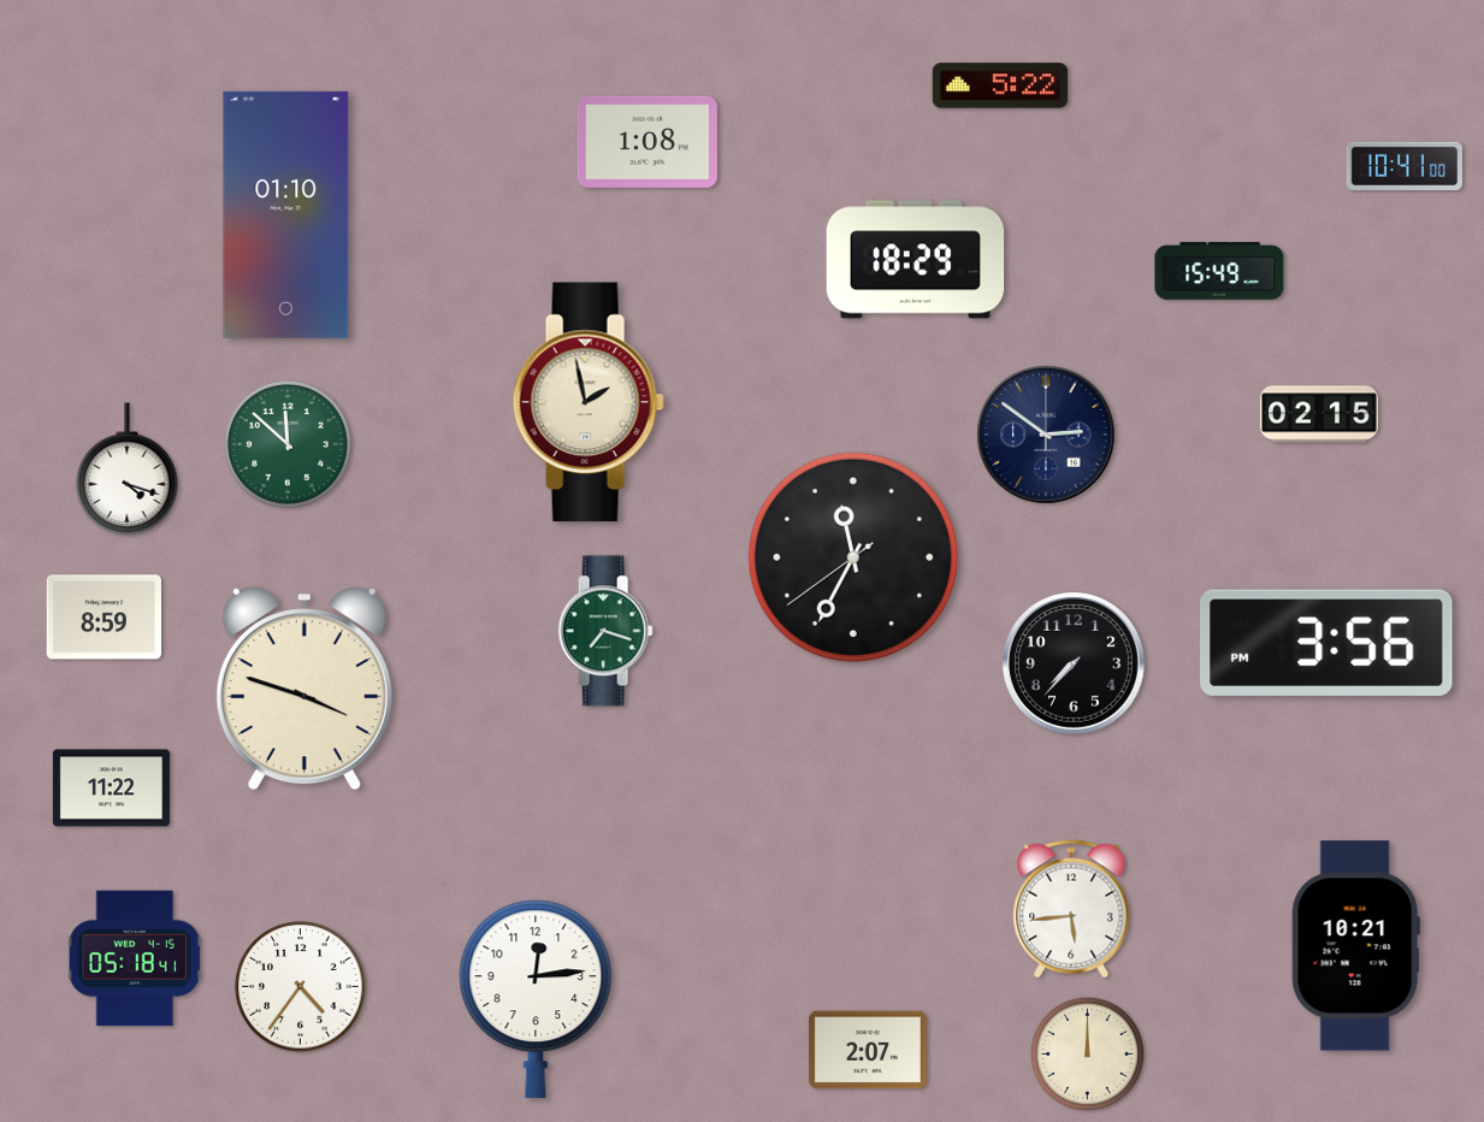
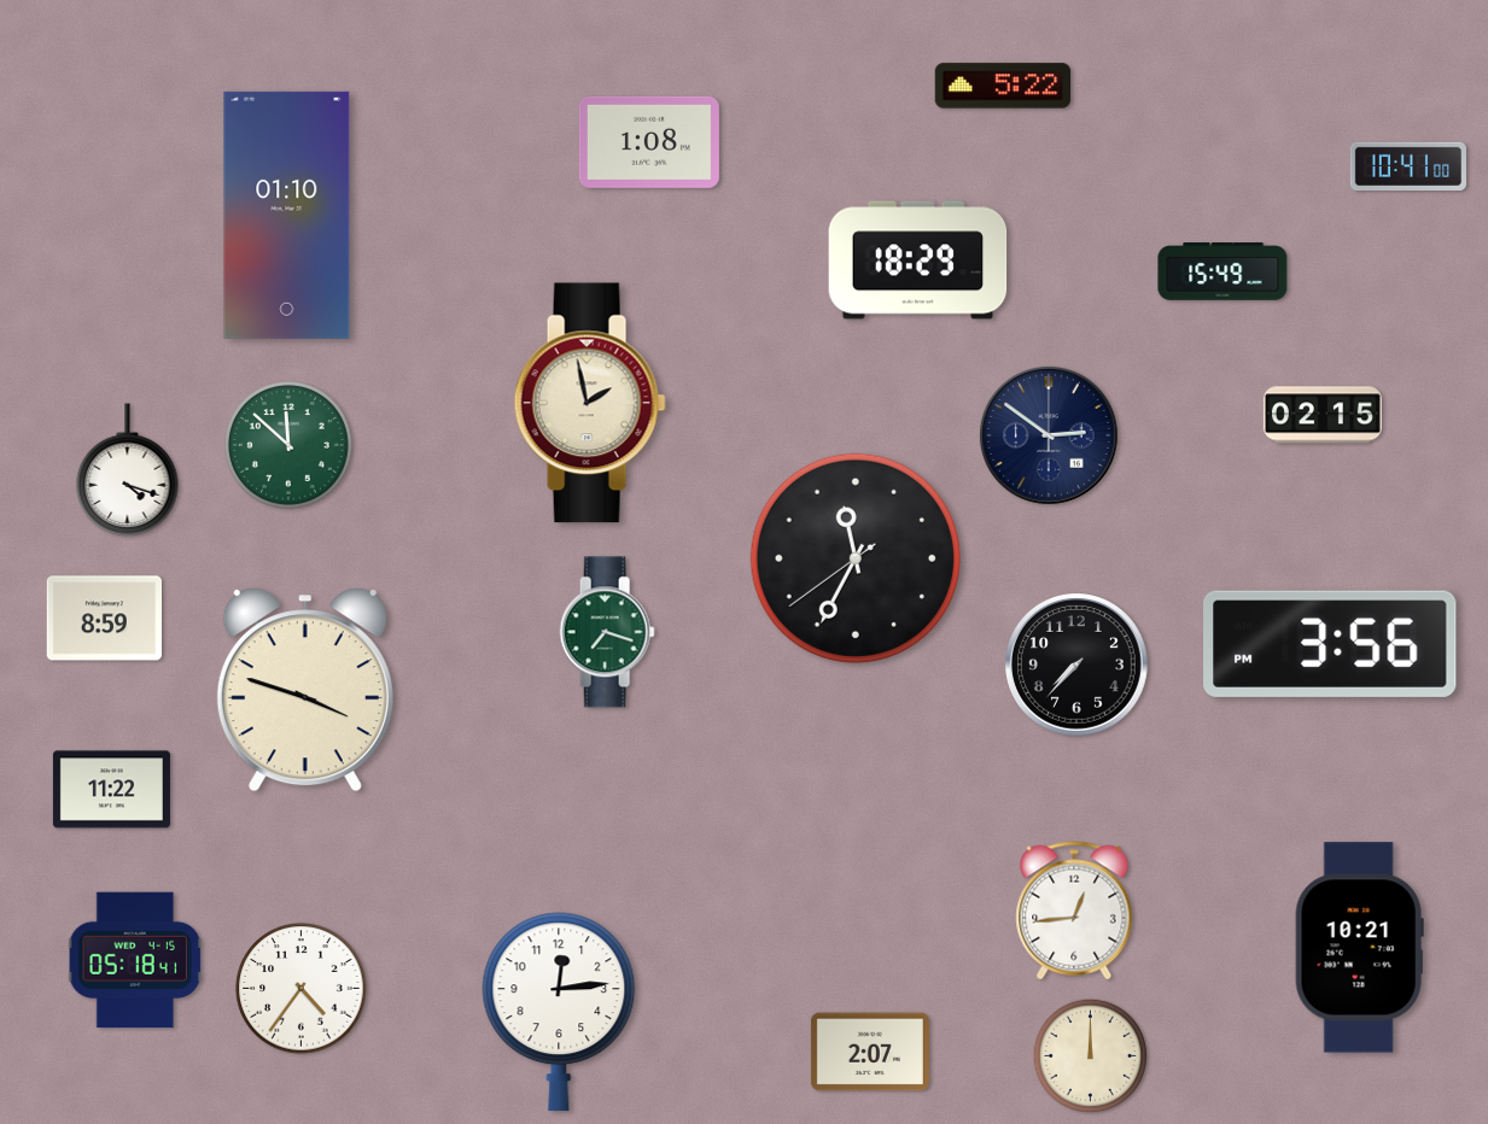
clock at (1071, 909): 5:44 -> 12:44
clock at (536, 999) position: (536, 999) -> (559, 1012)
